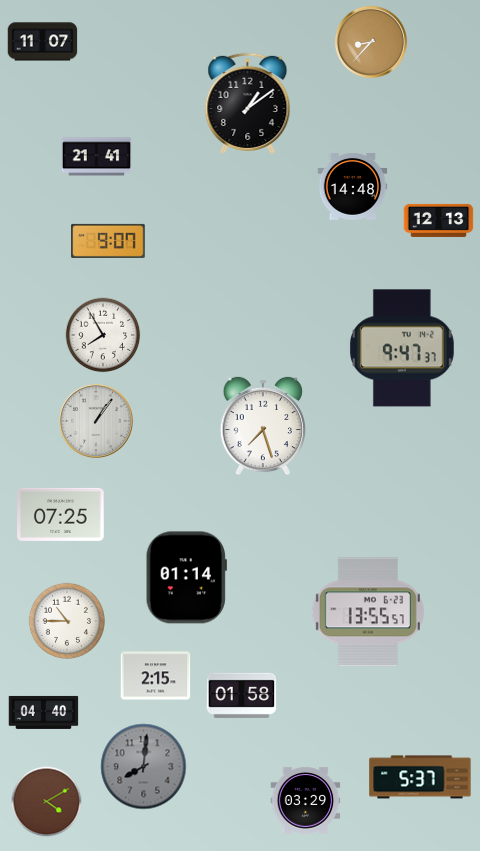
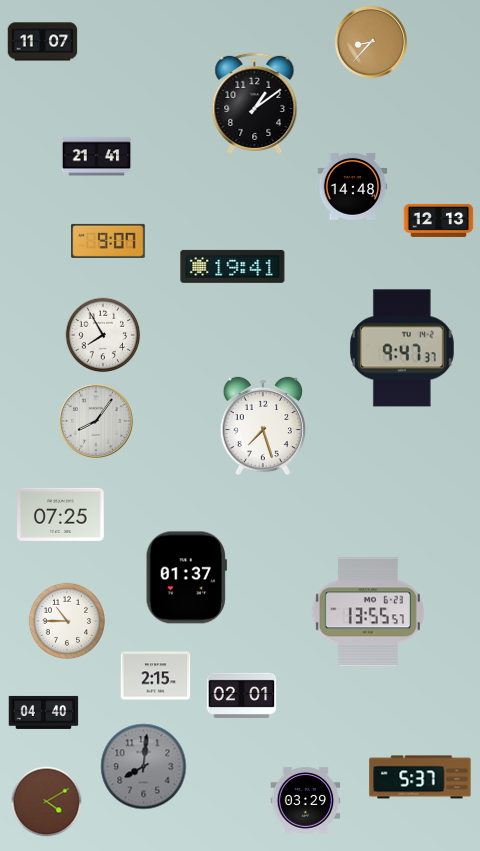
clock at (248, 103) position: (248, 103) -> (255, 103)
clock at (233, 266): none -> 19:41
clock at (96, 421): 1:06 -> 8:06
clock at (186, 578): 01:14 -> 01:37
clock at (242, 695): 01:58 -> 02:01
